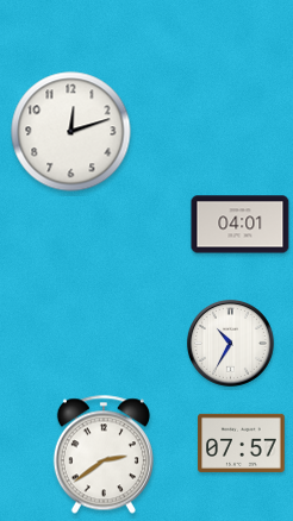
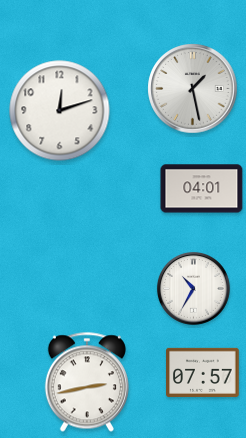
clock at (193, 89): none -> 1:28
clock at (104, 454): 2:39 -> 2:43
